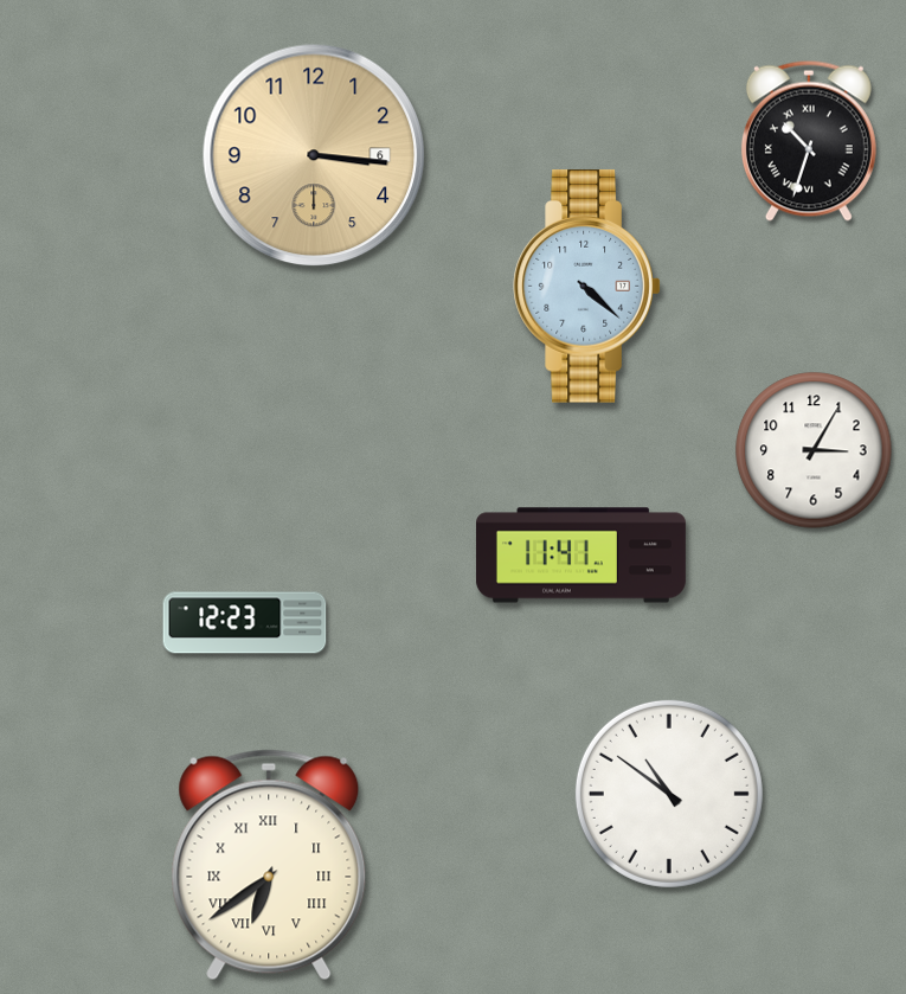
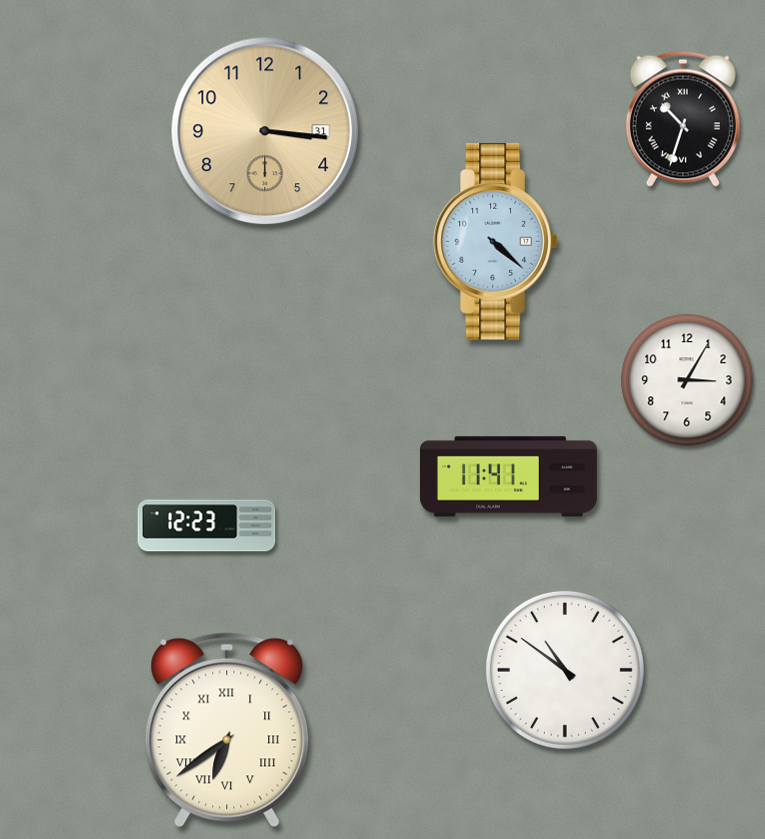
clock at (314, 155) date: 6 -> 31
clock at (580, 556) position: (580, 556) -> (508, 477)
